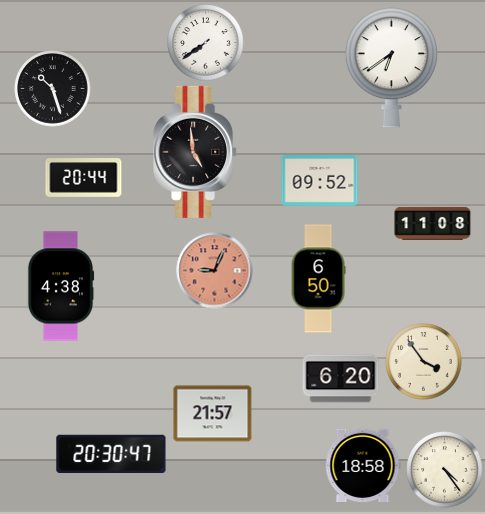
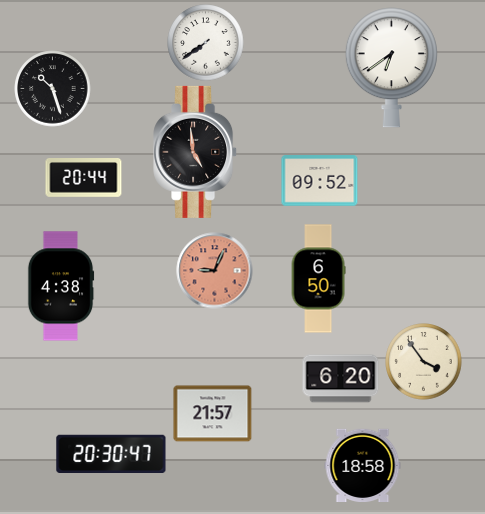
clock at (433, 224): 11:08 -> none
clock at (445, 470): 4:24 -> none
